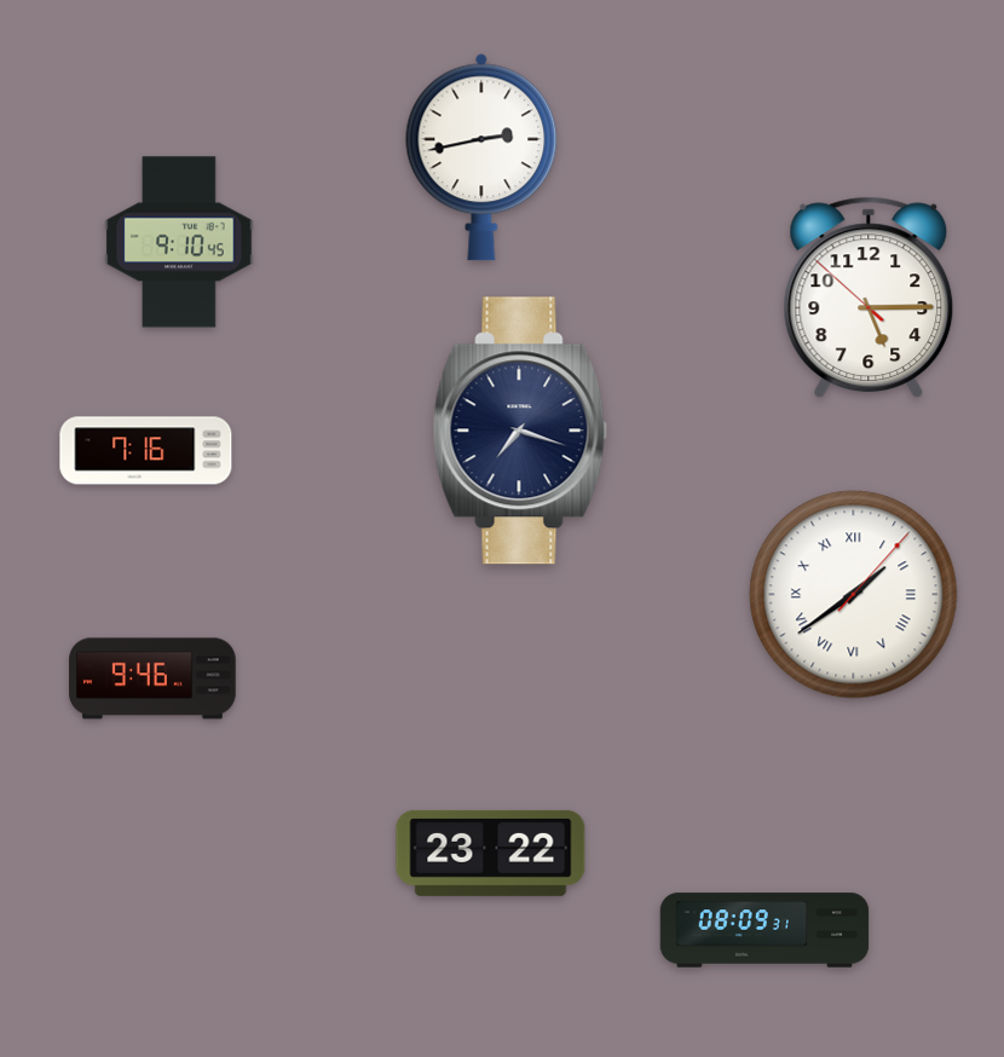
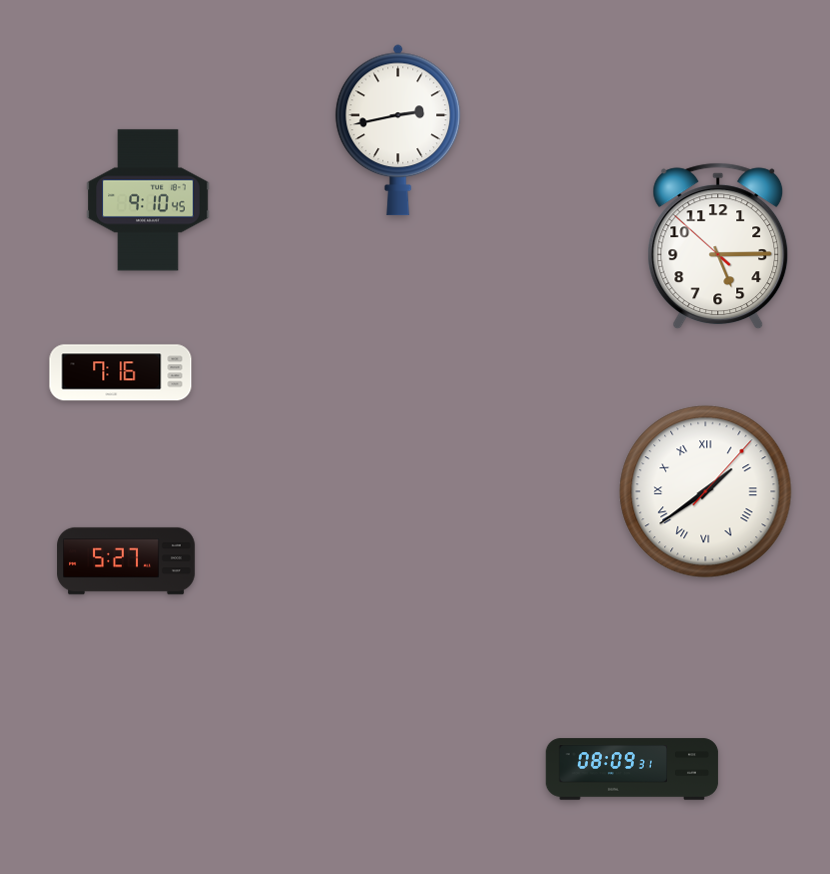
clock at (520, 431): 7:18 -> none
clock at (152, 678): 9:46 -> 5:27
clock at (491, 853): 23:22 -> none
